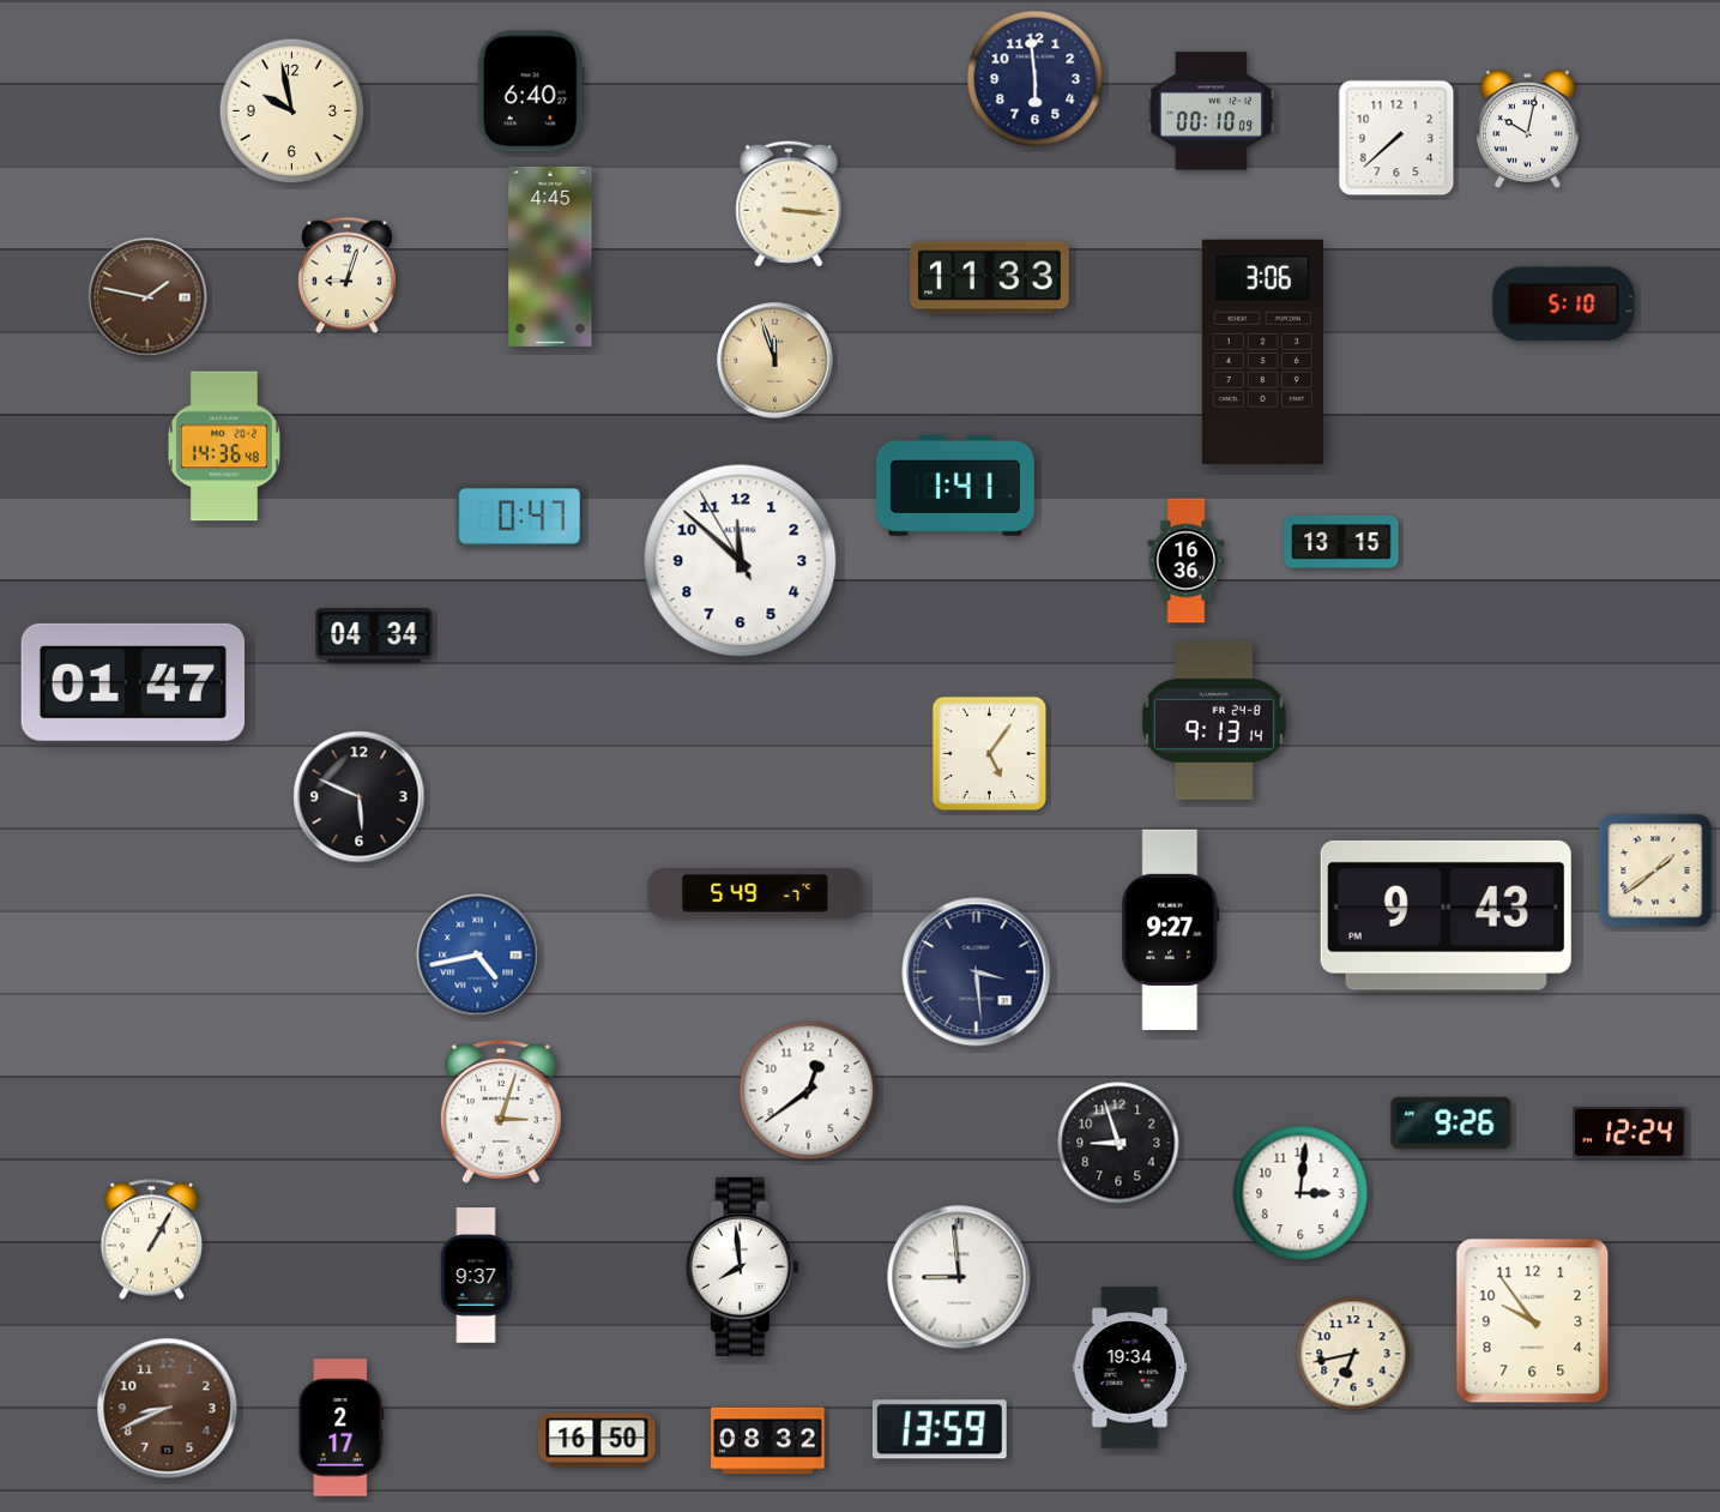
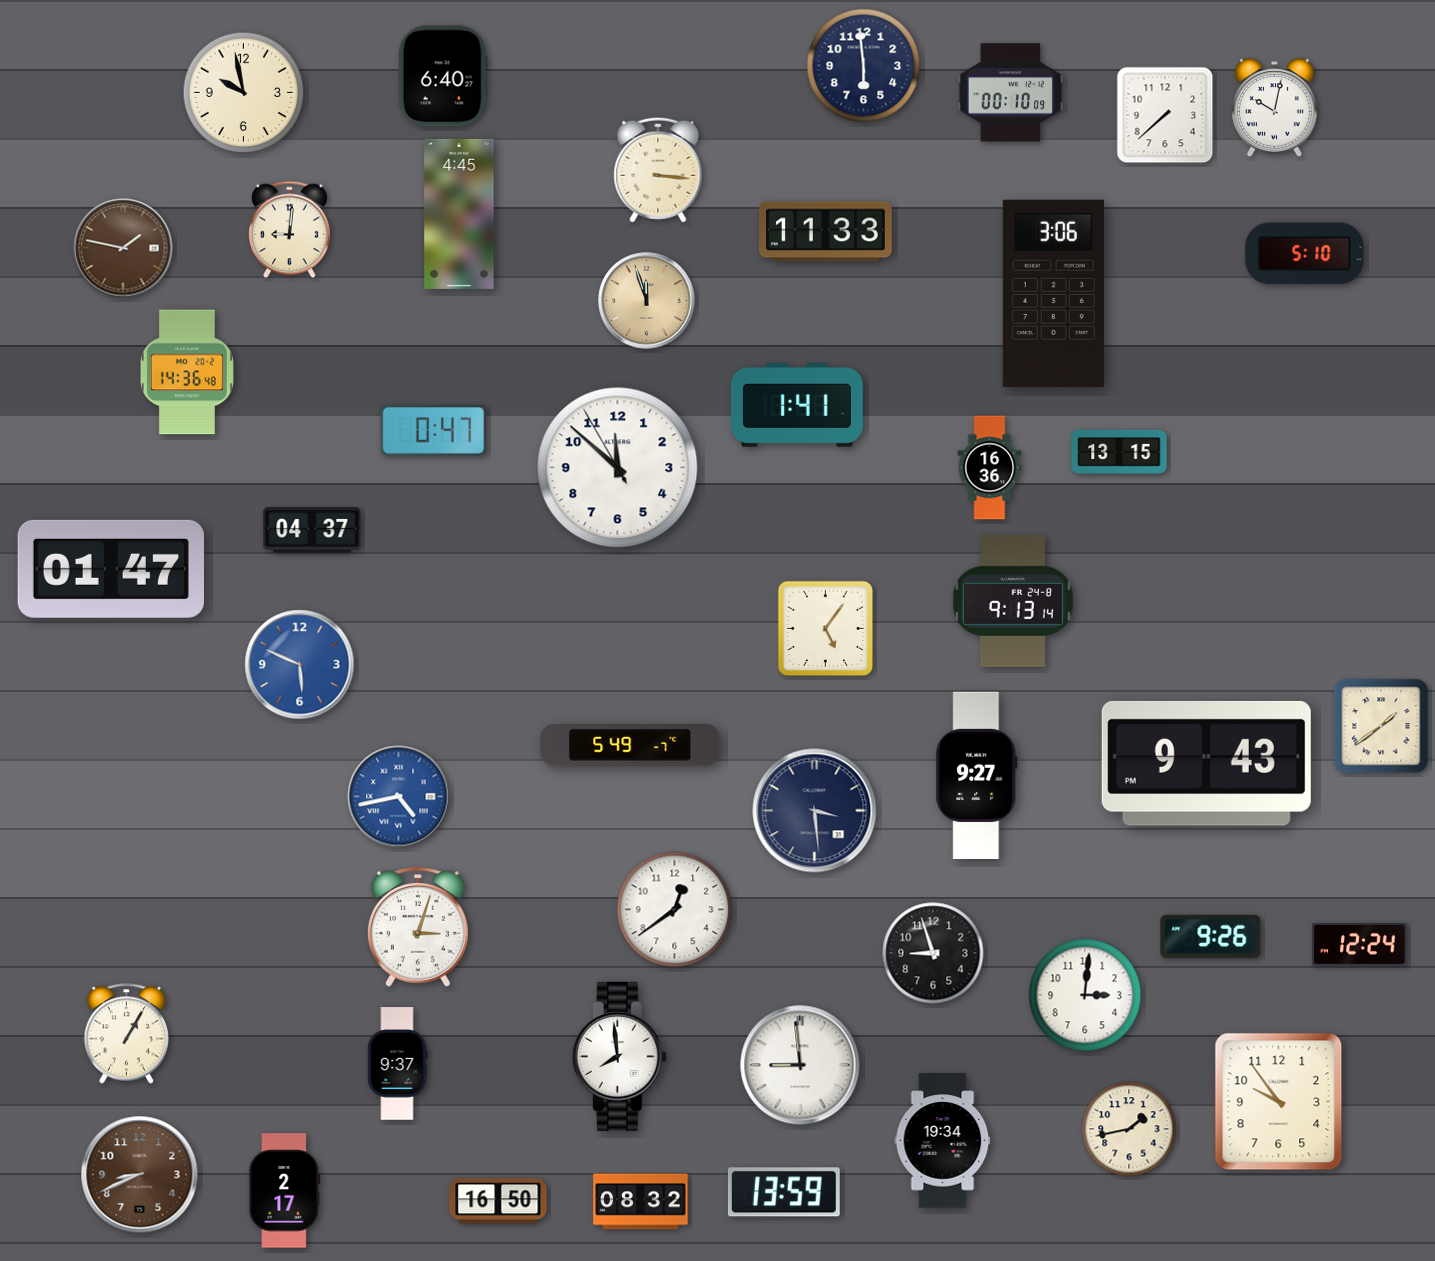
clock at (346, 276): 9:03 -> 9:01
clock at (374, 635): 04:34 -> 04:37
clock at (360, 797) dial: black -> blue
clock at (1353, 1354): 6:43 -> 1:43
